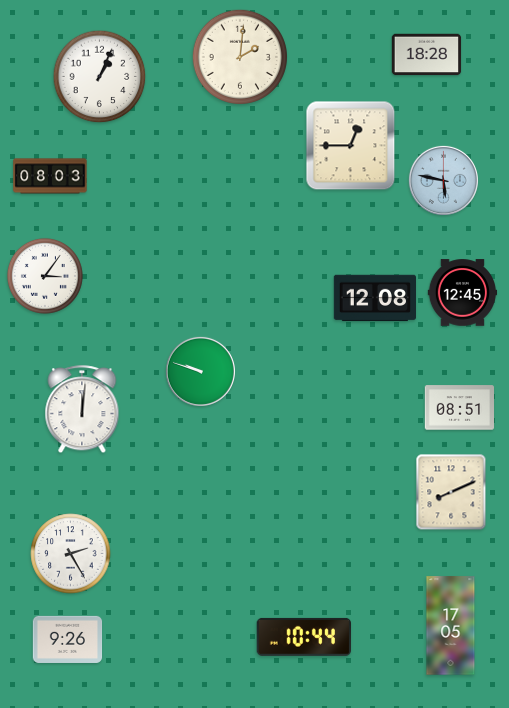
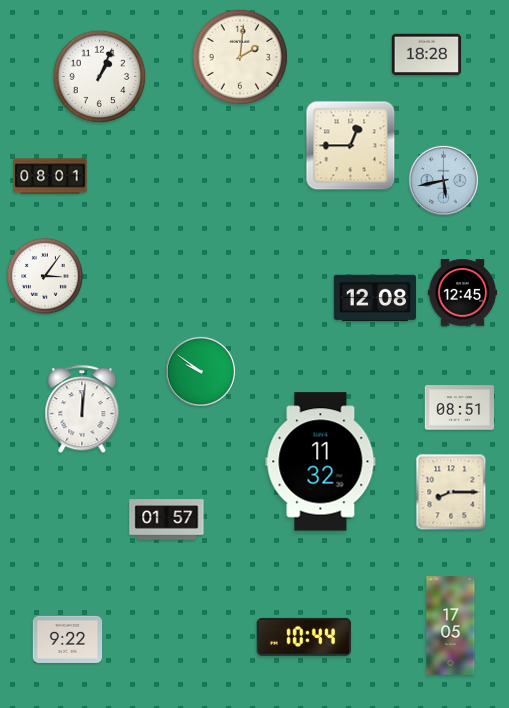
clock at (50, 176): 08:03 -> 08:01
clock at (443, 180): 5:47 -> 5:43
clock at (200, 371): 9:48 -> 9:51
clock at (321, 462): none -> 11:32
clock at (451, 492): 8:11 -> 8:15
clock at (167, 520): none -> 01:57
clock at (71, 554): 2:25 -> none
clock at (68, 639): 9:26 -> 9:22
